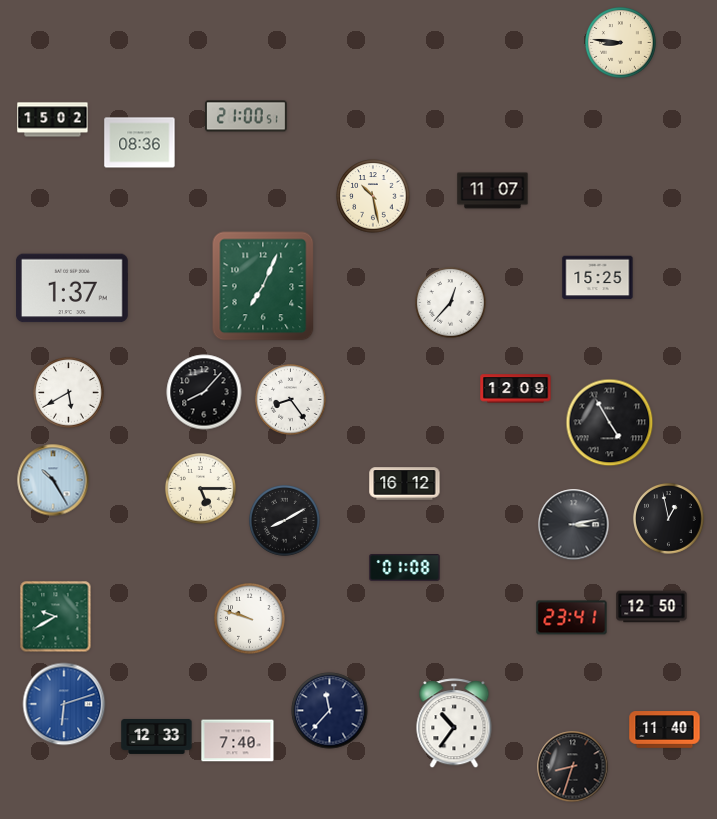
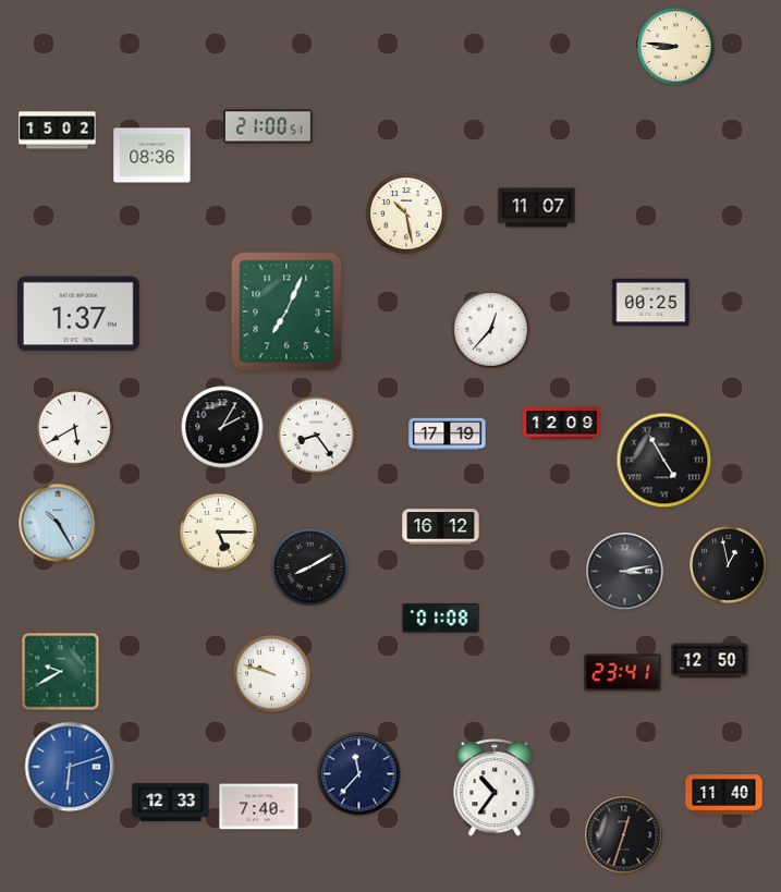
clock at (598, 278): 15:25 -> 00:25
clock at (204, 392): 8:07 -> 2:05
clock at (448, 435): none -> 17:19
clock at (573, 767): 8:33 -> 12:33
